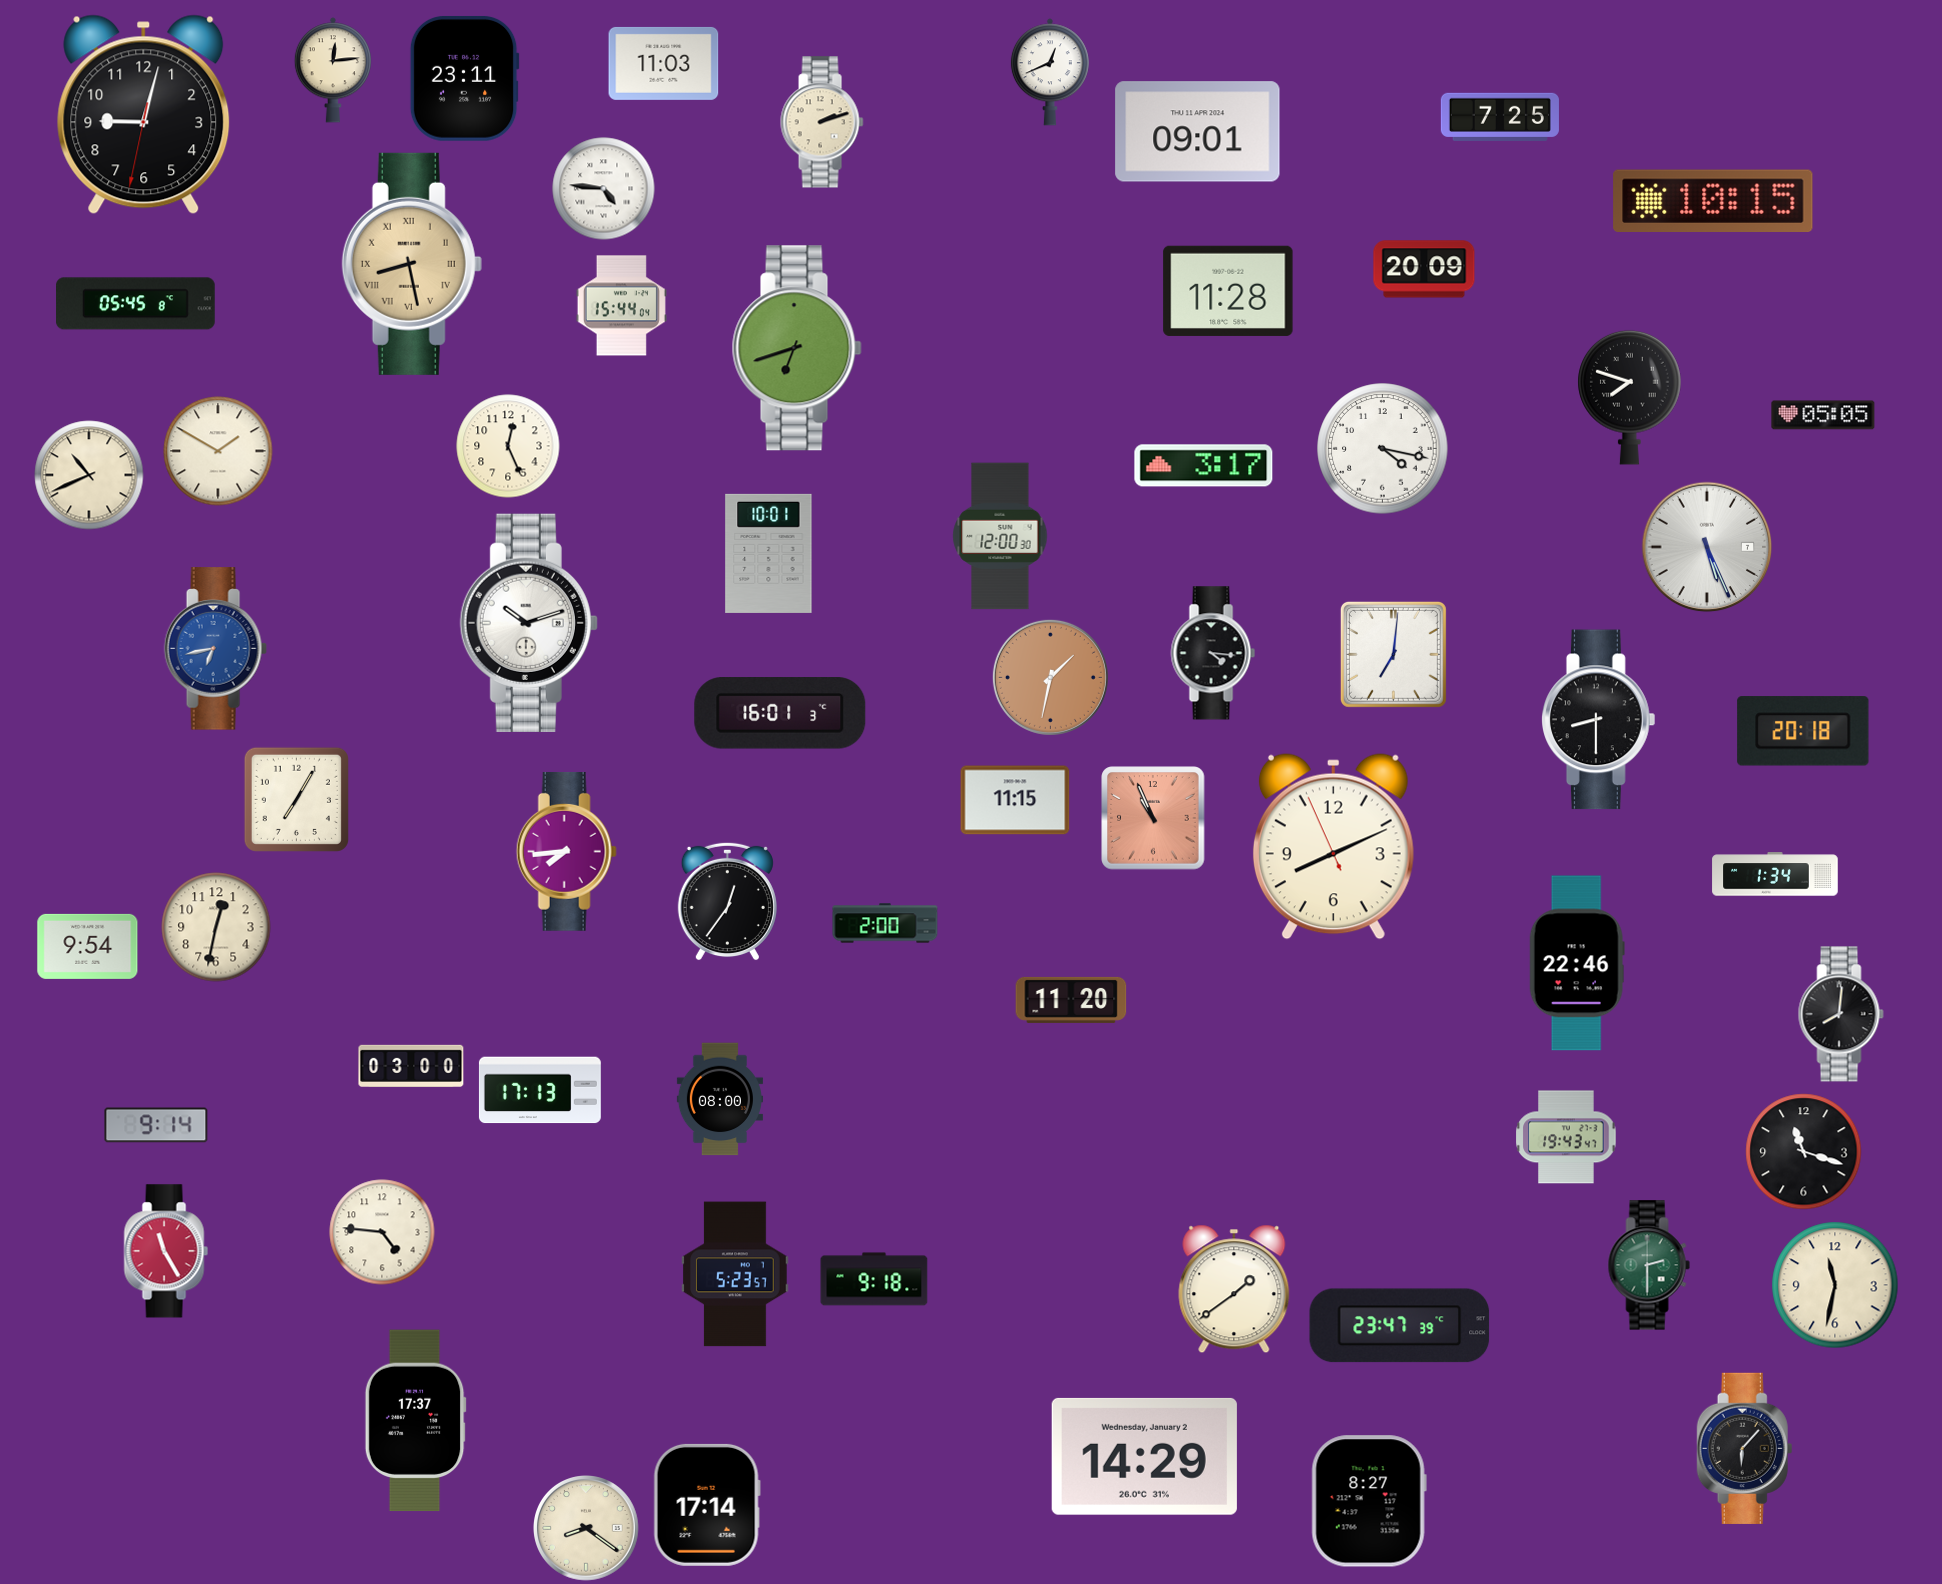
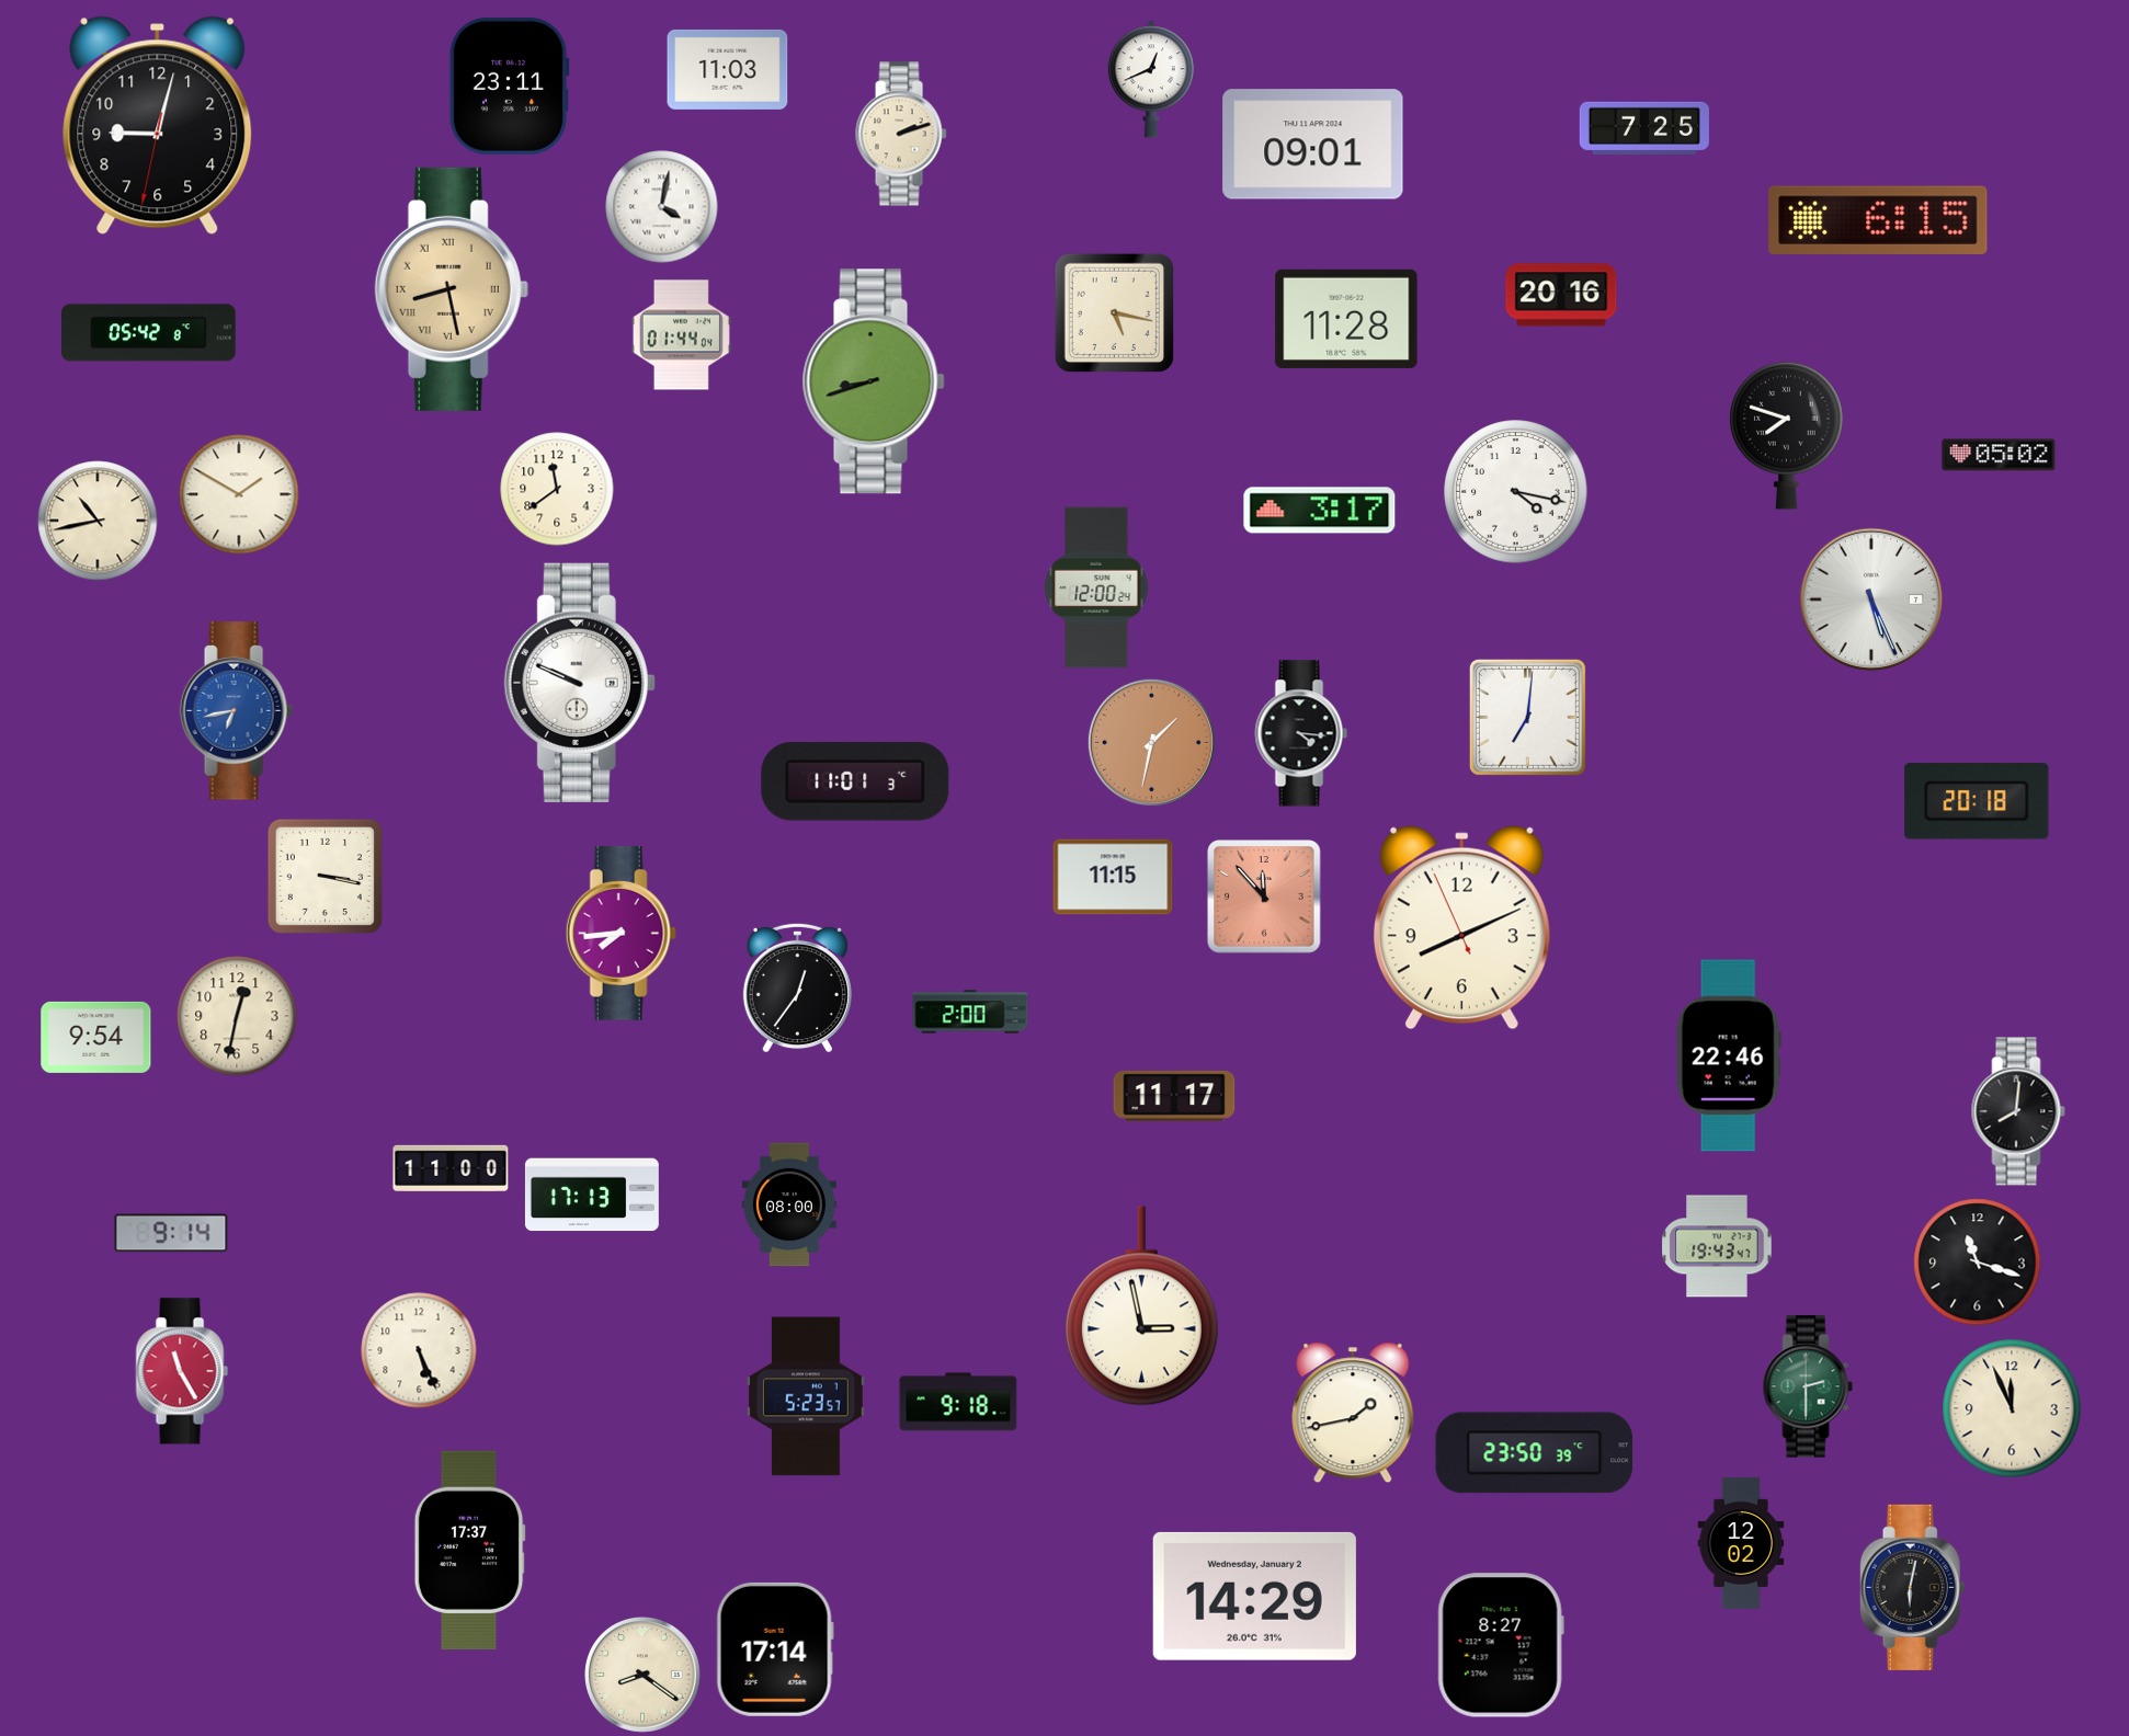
clock at (333, 70): 12:14 -> none
clock at (604, 189): 4:46 -> 4:02
clock at (1713, 201): 10:15 -> 6:15
clock at (1424, 269): 20:09 -> 20:16
clock at (1115, 313): none -> 5:17
clock at (136, 304): 05:45 -> 05:42
clock at (621, 306): 15:44 -> 01:44
clock at (797, 348): 6:42 -> 8:42
clock at (1823, 415): 05:05 -> 05:02
clock at (508, 446): 12:26 -> 11:39
clock at (89, 475): 10:41 -> 10:43
clock at (1000, 536): 12:00:30 -> 12:00:24
clock at (769, 553): 10:01 -> none
clock at (529, 623): 10:12 -> 9:49
clock at (1213, 653) position: (1213, 653) -> (1301, 733)
clock at (780, 713): 16:01 -> 11:01
clock at (1599, 720): 8:30 -> none
clock at (296, 799): 7:05 -> 3:17
clock at (1153, 818): 10:56 -> 11:53
clock at (1775, 874): 1:34 -> none
clock at (1071, 1000): 11:20 -> 11:17
clock at (411, 1066): 03:00 -> 11:00
clock at (1141, 1306): none -> 2:58
clock at (382, 1232): 4:46 -> 5:26
clock at (1835, 1285): 11:32 -> 11:56
clock at (1234, 1289): 1:39 -> 1:43
clock at (1400, 1326): 23:47 -> 23:50
clock at (1741, 1543): none -> 12:02
clock at (415, 1421) position: (415, 1421) -> (469, 1551)
clock at (1745, 1448): 6:07 -> 6:02
